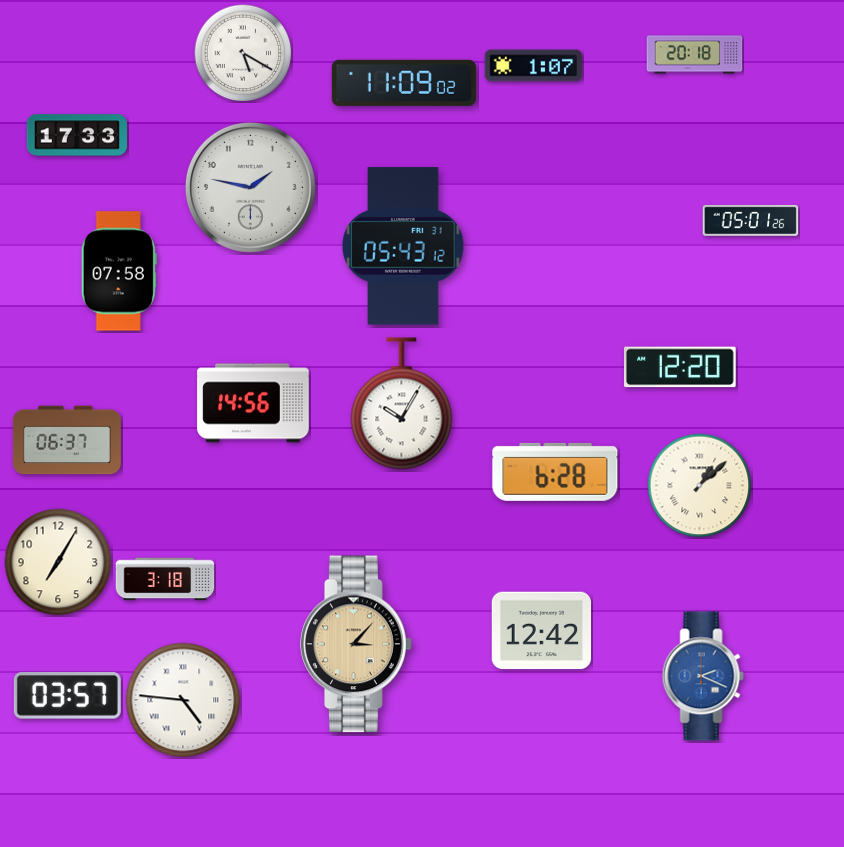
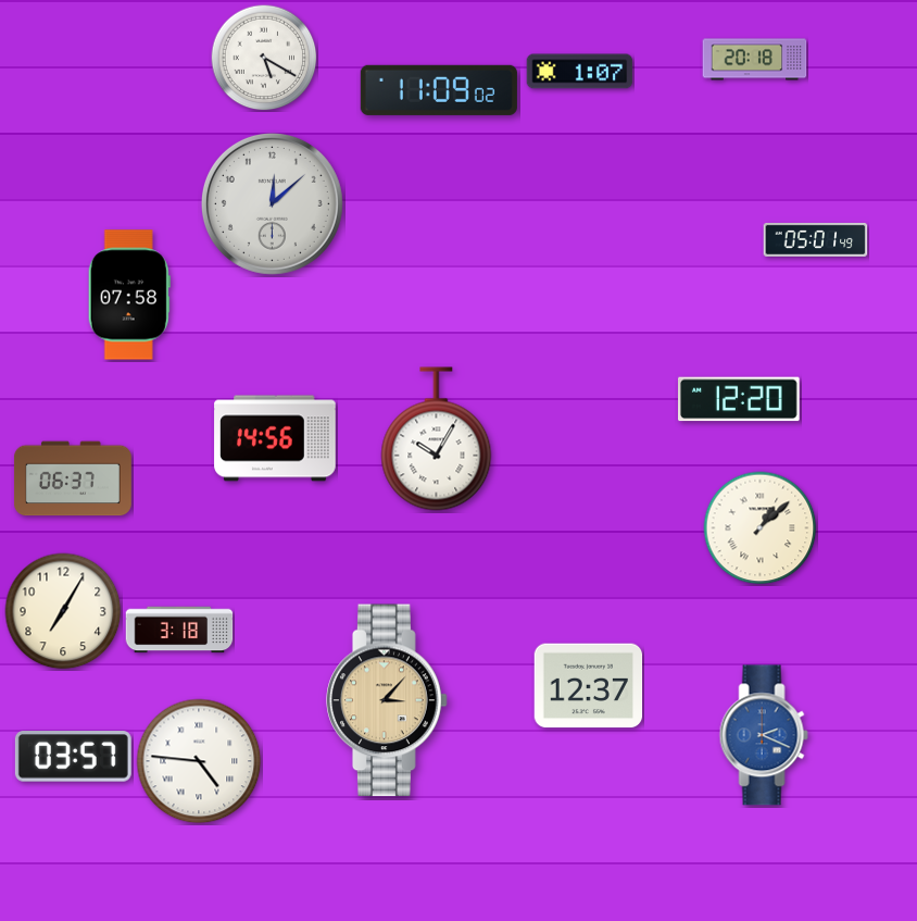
clock at (77, 135): 17:33 -> none
clock at (250, 187): 1:47 -> 12:08
clock at (751, 220): 05:01:26 -> 05:01:49
clock at (403, 246): 05:43 -> none
clock at (555, 472): 6:28 -> none
clock at (542, 631): 12:42 -> 12:37
